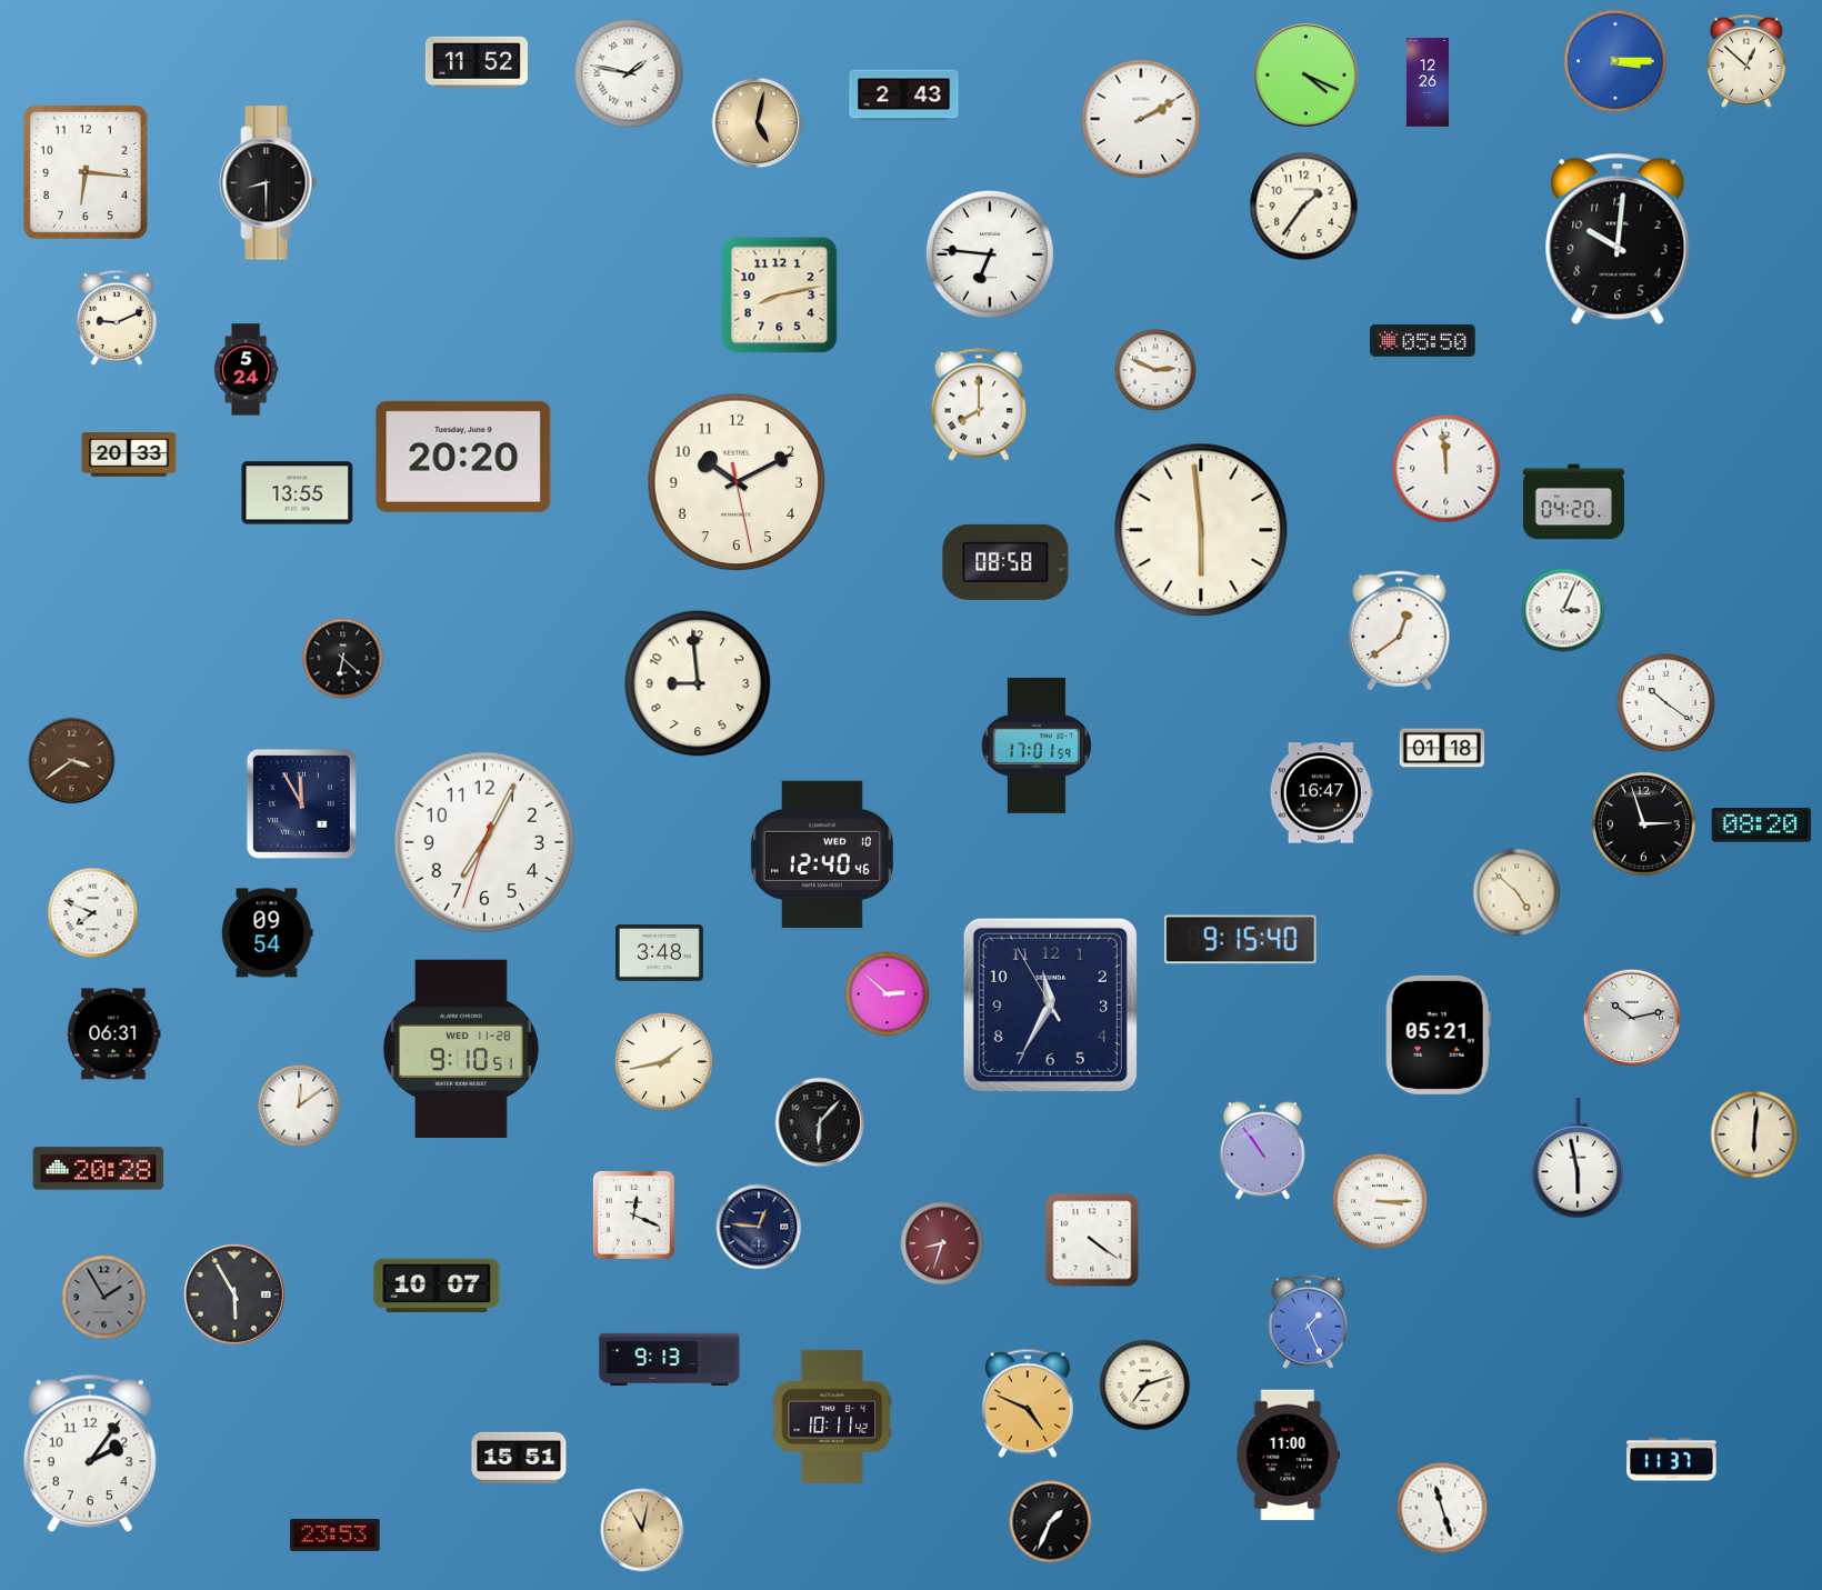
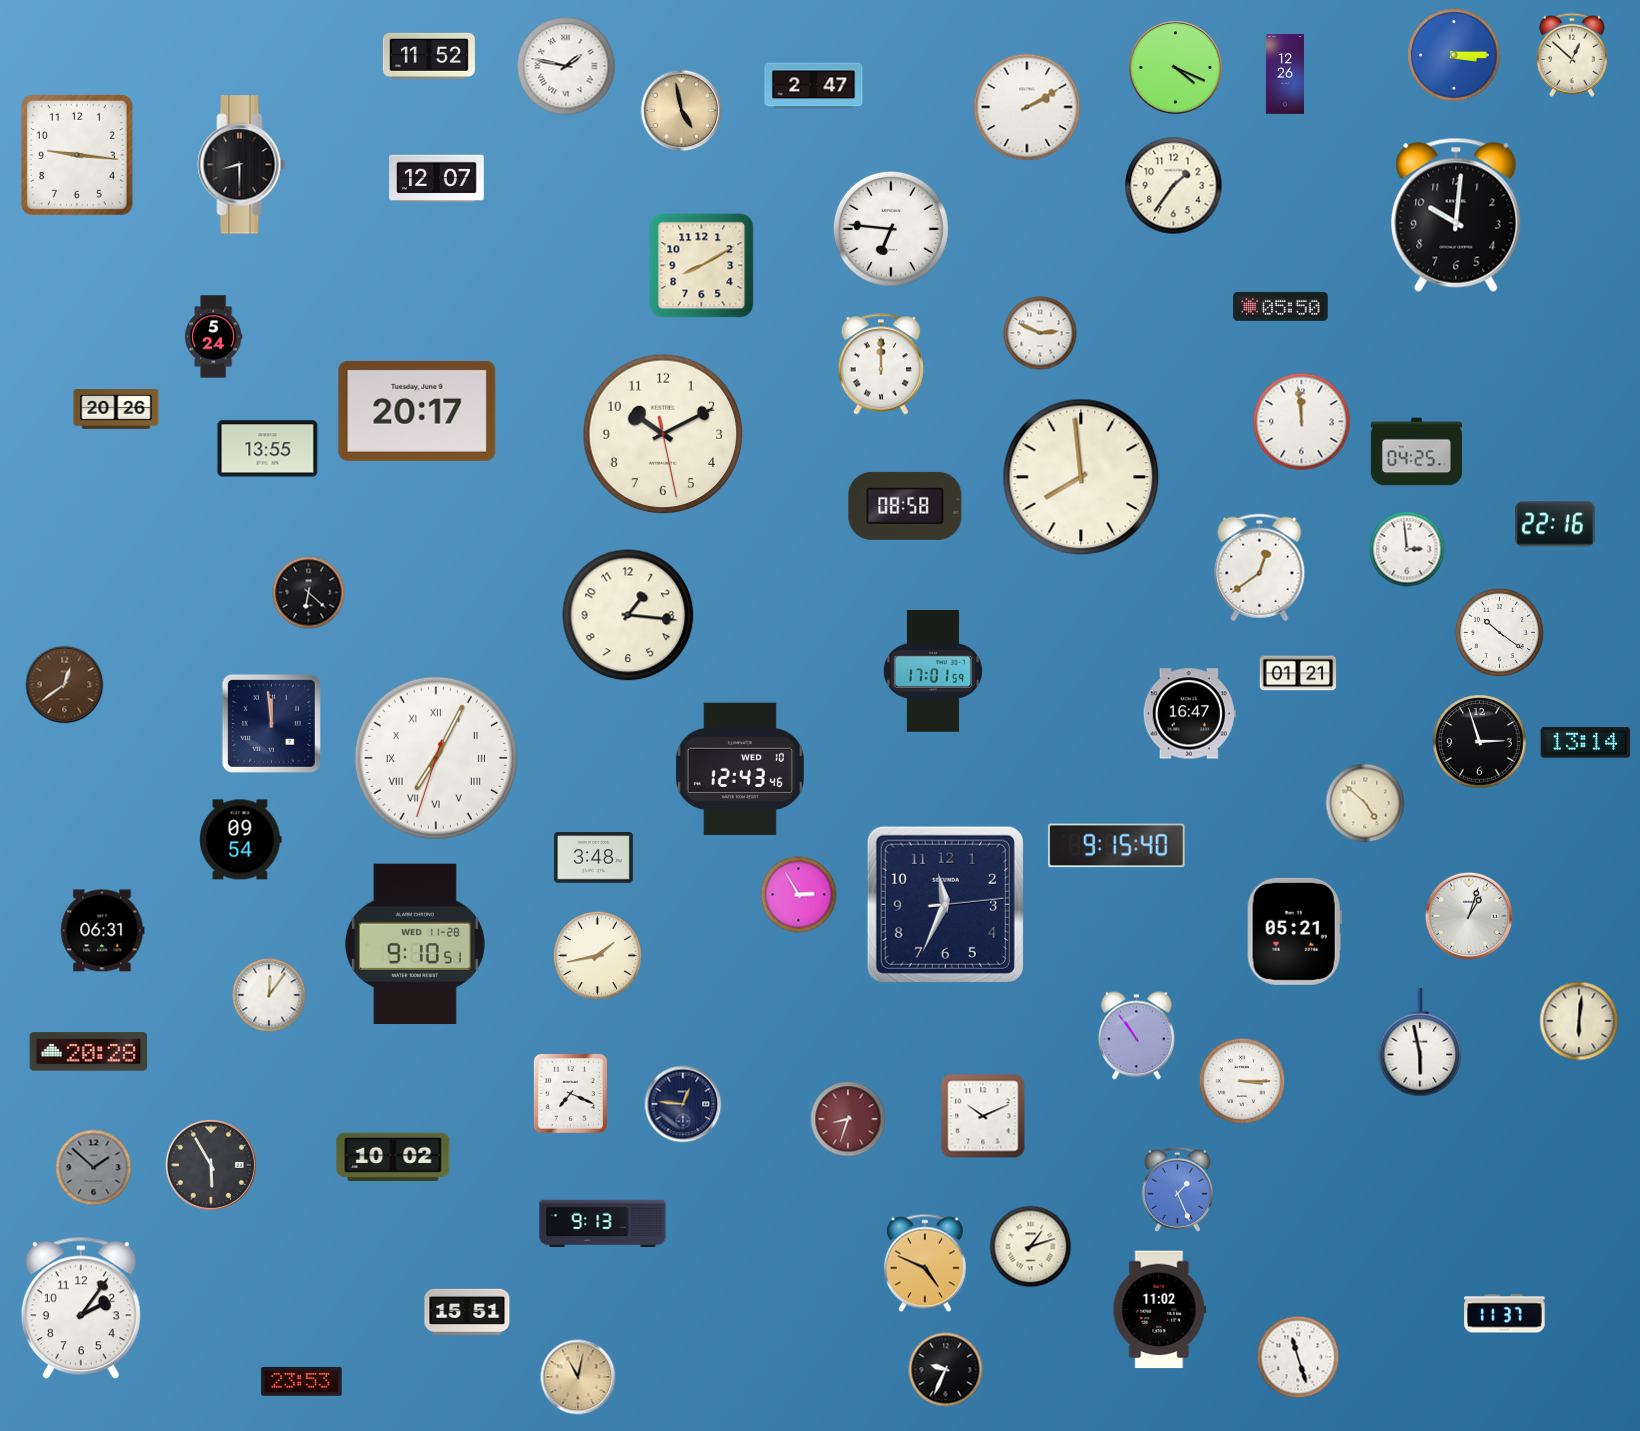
clock at (904, 96): 2:43 -> 2:47
clock at (758, 123): 5:02 -> 4:58
clock at (86, 172): 6:16 -> 9:16
clock at (437, 179): none -> 12:07
clock at (780, 296): 8:13 -> 8:10
clock at (116, 318): 9:11 -> none
clock at (246, 370) position: (246, 370) -> (213, 337)
clock at (978, 404): 8:00 -> 12:00
clock at (129, 454): 20:33 -> 20:26
clock at (463, 457): 20:20 -> 20:17
clock at (298, 493) position: (298, 493) -> (268, 449)
clock at (1573, 502): 04:20 -> 04:25
clock at (1201, 530): 5:59 -> 7:59
clock at (1556, 524): none -> 22:16
clock at (1563, 610): 3:04 -> 2:59
clock at (698, 683): 8:59 -> 1:16
clock at (1442, 748): 01:18 -> 01:21
clock at (72, 761): 3:39 -> 12:39
clock at (301, 803): 11:55 -> 11:59
clock at (1762, 826): 08:20 -> 13:14
clock at (484, 842) numerals: Arabic -> Roman
clock at (822, 854): 12:40 -> 12:43
clock at (93, 913): 7:49 -> none
clock at (888, 994): 2:52 -> 2:55
clock at (1050, 1004): 11:34:55 -> 11:34:14
clock at (1632, 1018): 10:13 -> 1:03
clock at (299, 1106): 12:09 -> 12:06
clock at (820, 1122): 6:07 -> none
clock at (633, 1214): 12:19 -> 7:19
clock at (1092, 1240): 4:21 -> 10:11
clock at (437, 1286): 10:07 -> 10:02
clock at (104, 1298): 1:55 -> 1:52
clock at (1145, 1386): 7:12 -> 1:12
clock at (831, 1417): 10:11 -> none
clock at (1289, 1456): 11:00 -> 11:02
clock at (1051, 1522): 1:34 -> 9:34
